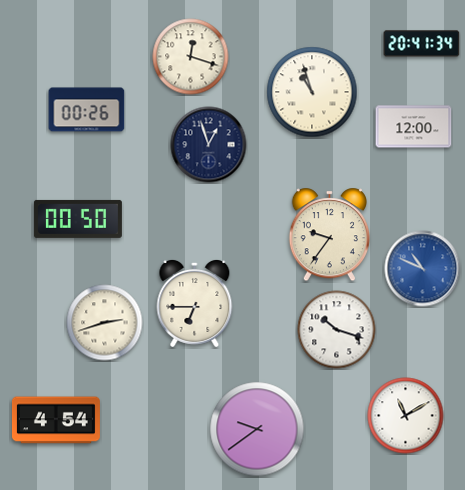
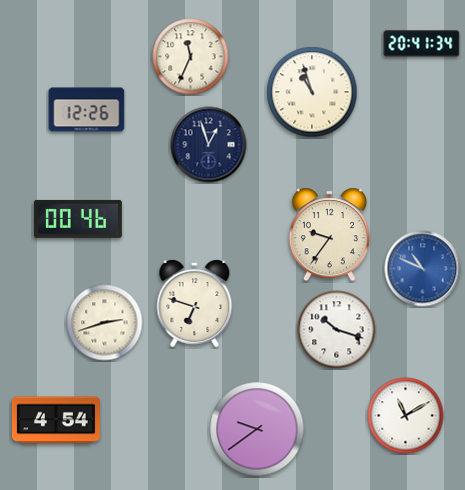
clock at (191, 57): 12:18 -> 11:34
clock at (87, 110): 00:26 -> 12:26
clock at (414, 127): 12:00 -> none
clock at (78, 219): 00:50 -> 00:46
clock at (195, 303): 6:45 -> 6:48
